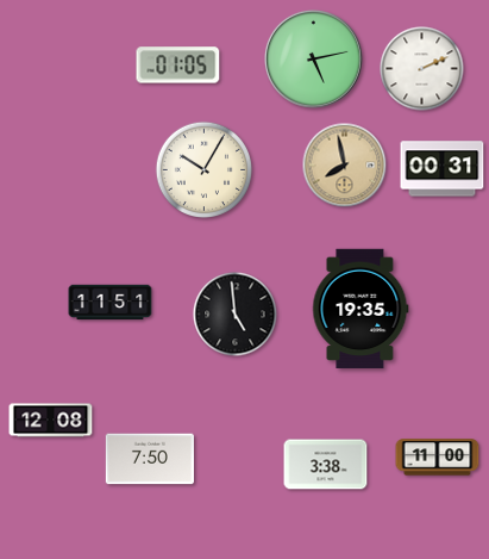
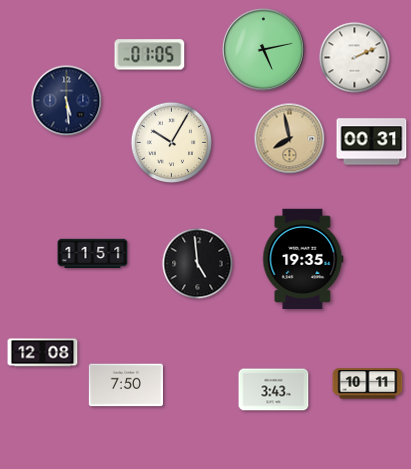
clock at (67, 101): none -> 5:29
clock at (438, 458): 11:00 -> 10:11
clock at (326, 465): 3:38 -> 3:43
